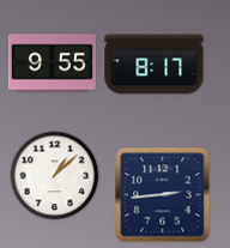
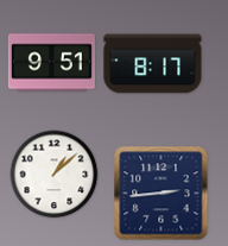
clock at (52, 63): 9:55 -> 9:51
